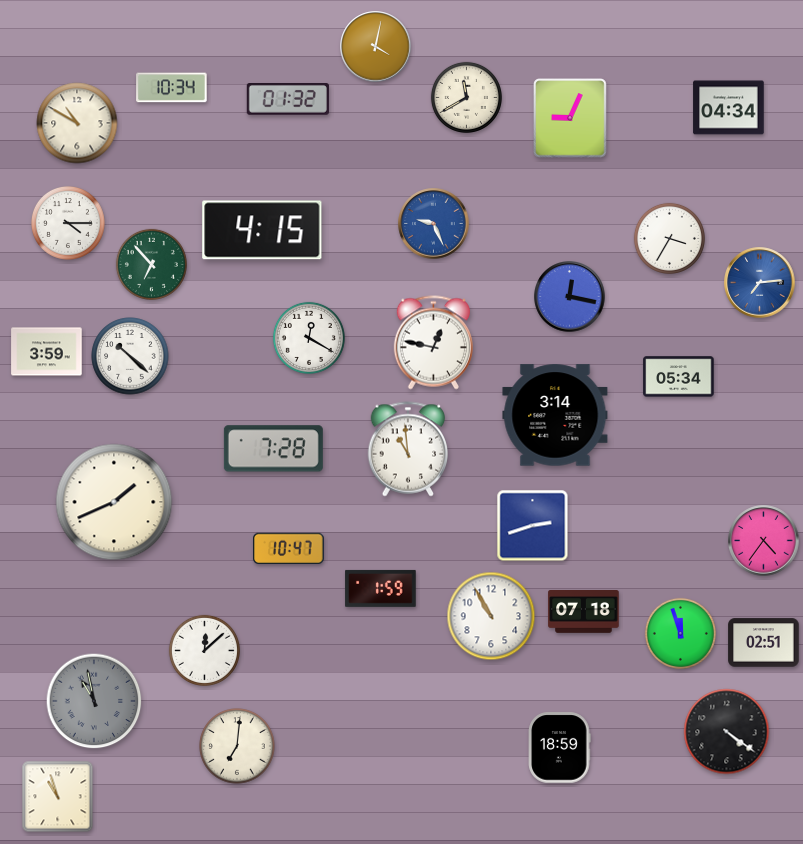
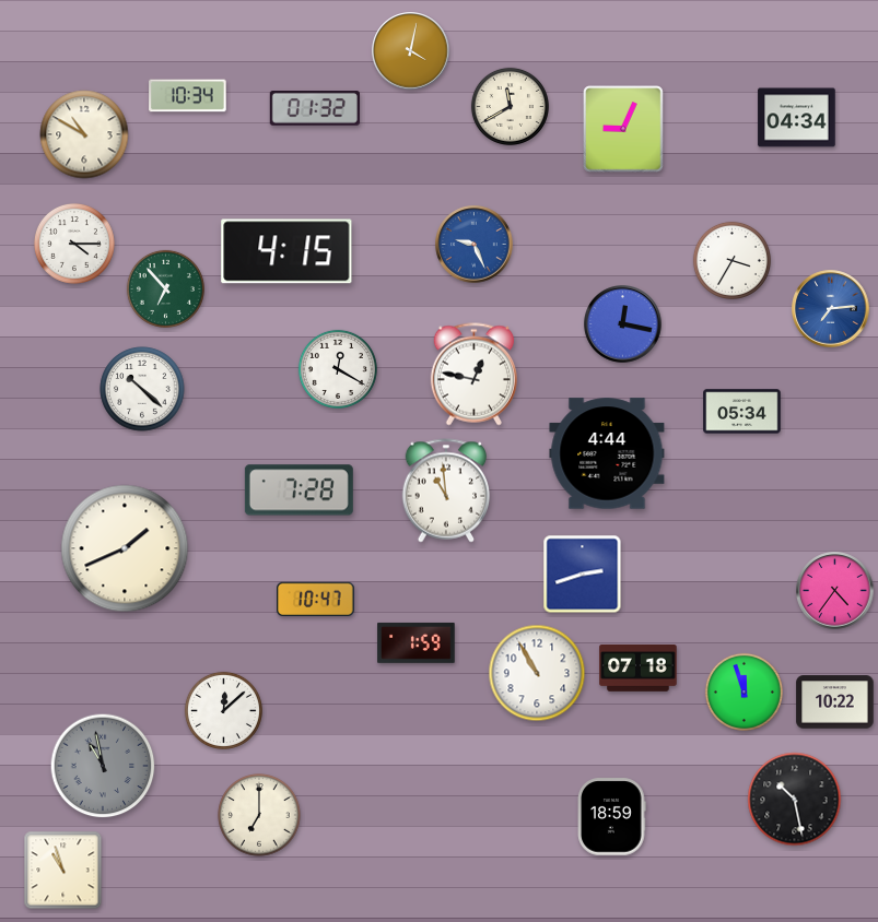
clock at (47, 352): 3:59 -> none
clock at (555, 415): 3:14 -> 4:44
clock at (764, 643): 02:51 -> 10:22
clock at (727, 732): 4:21 -> 10:28
clock at (237, 746): 7:01 -> 7:00
